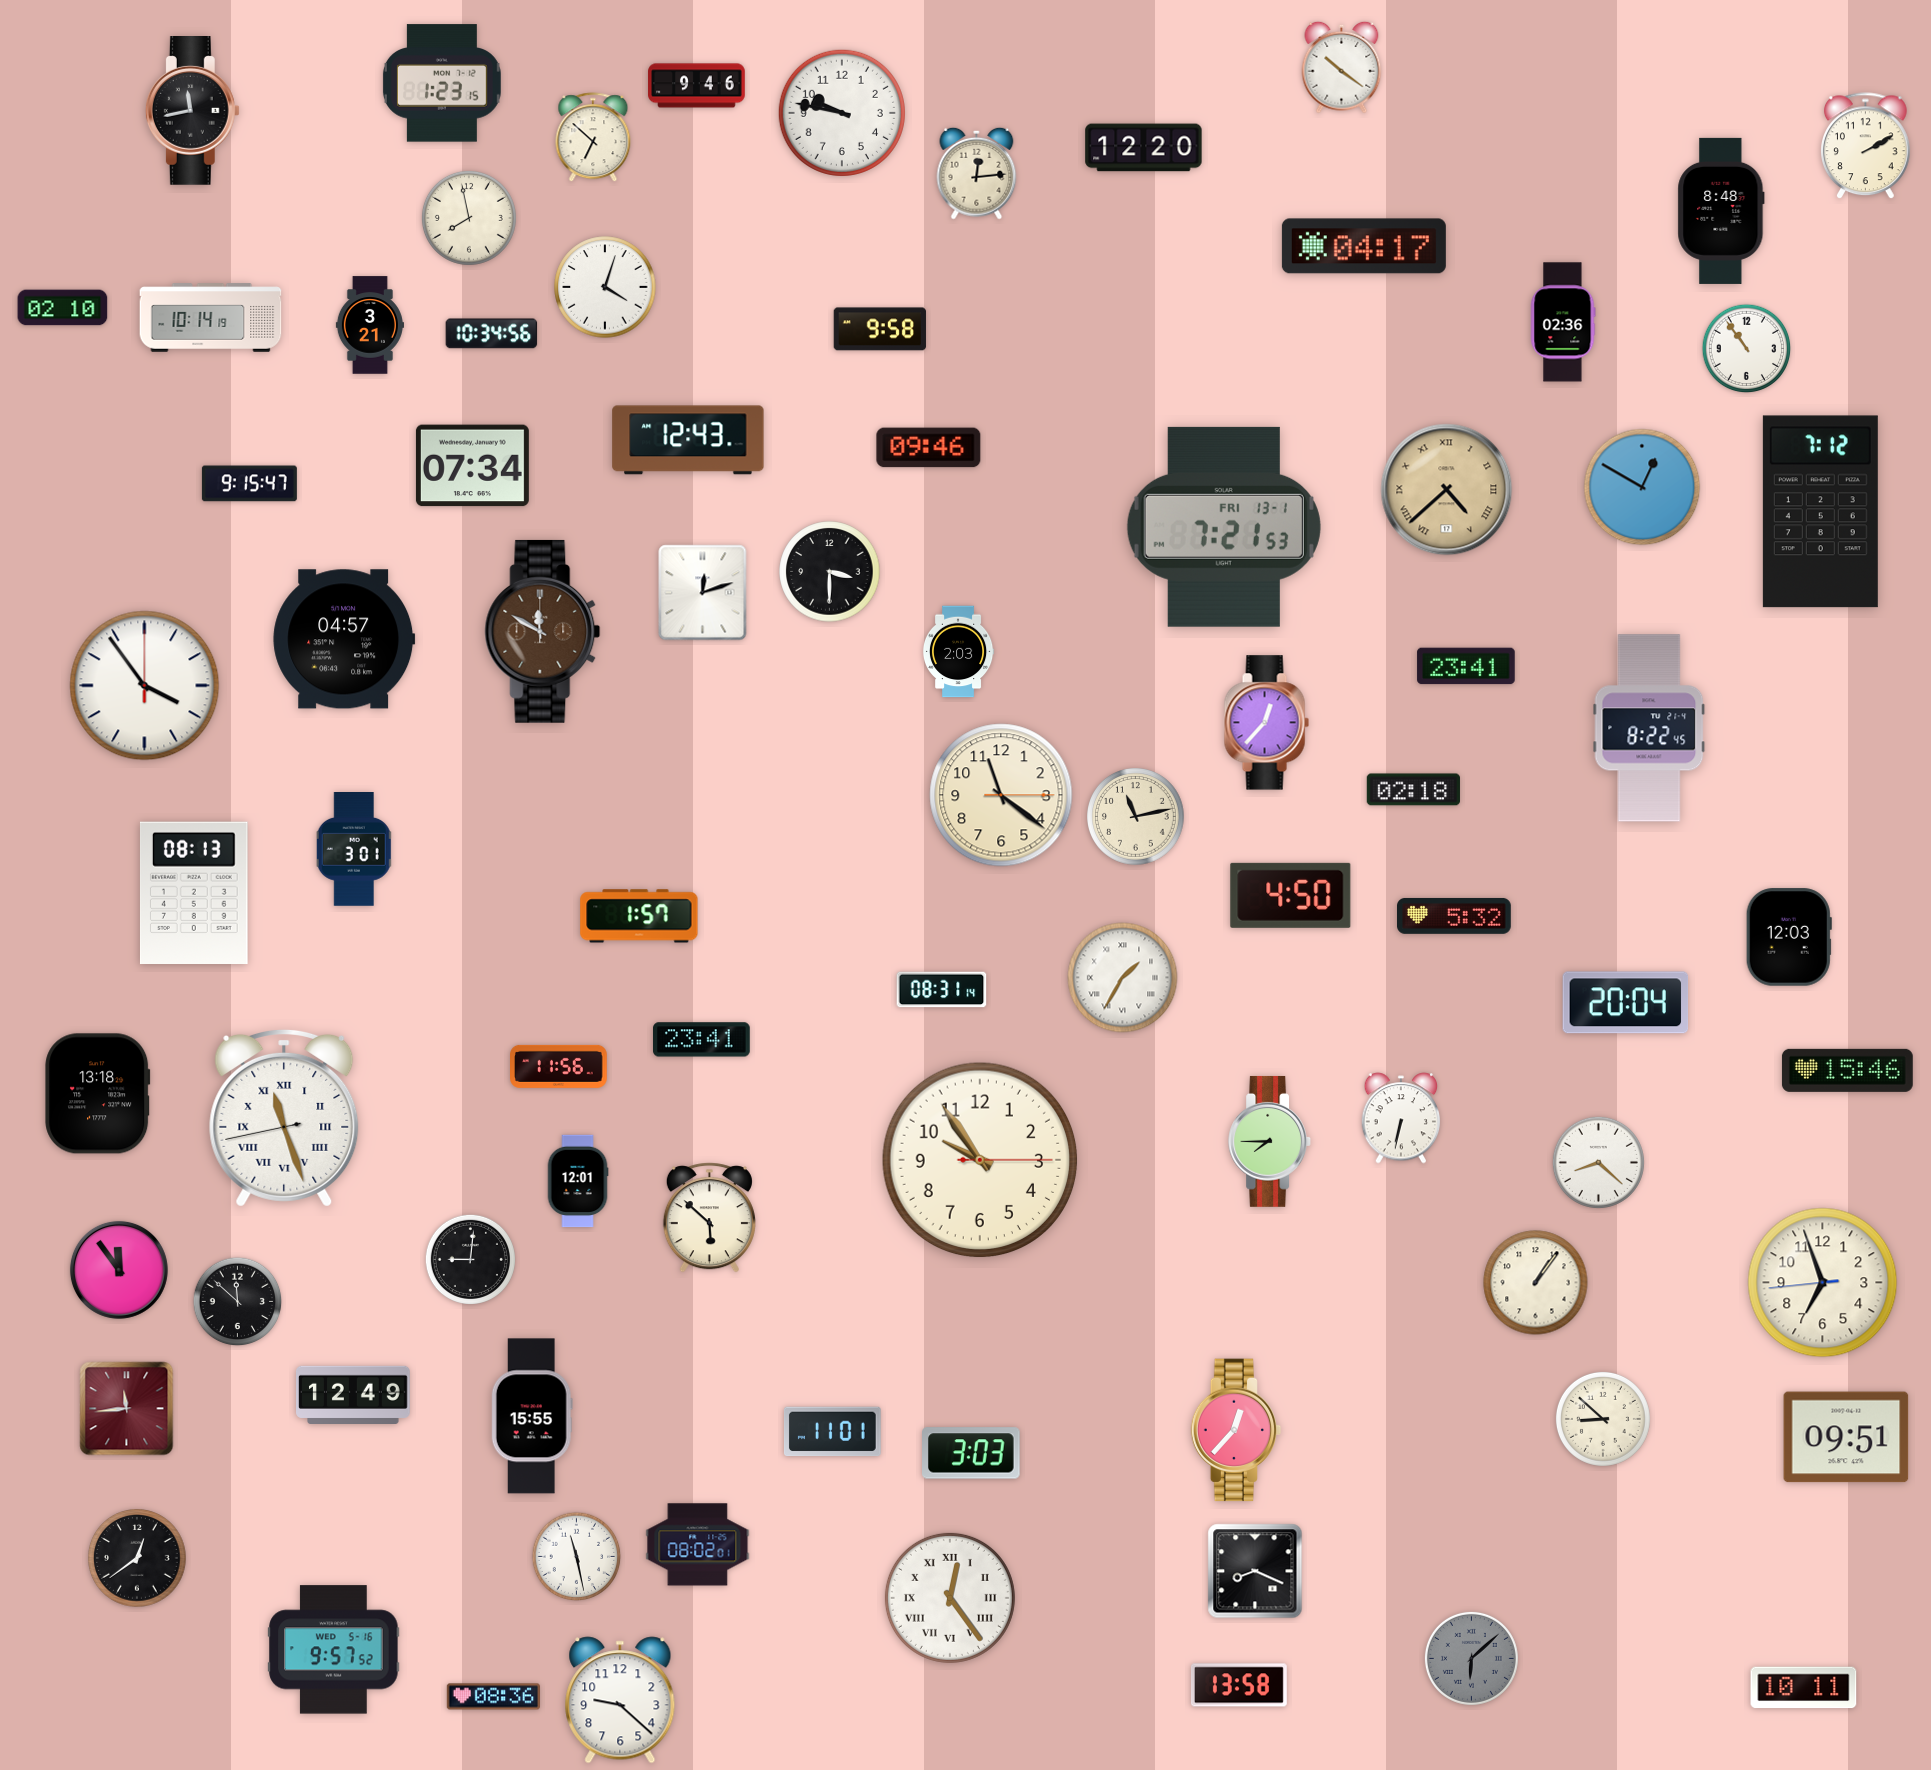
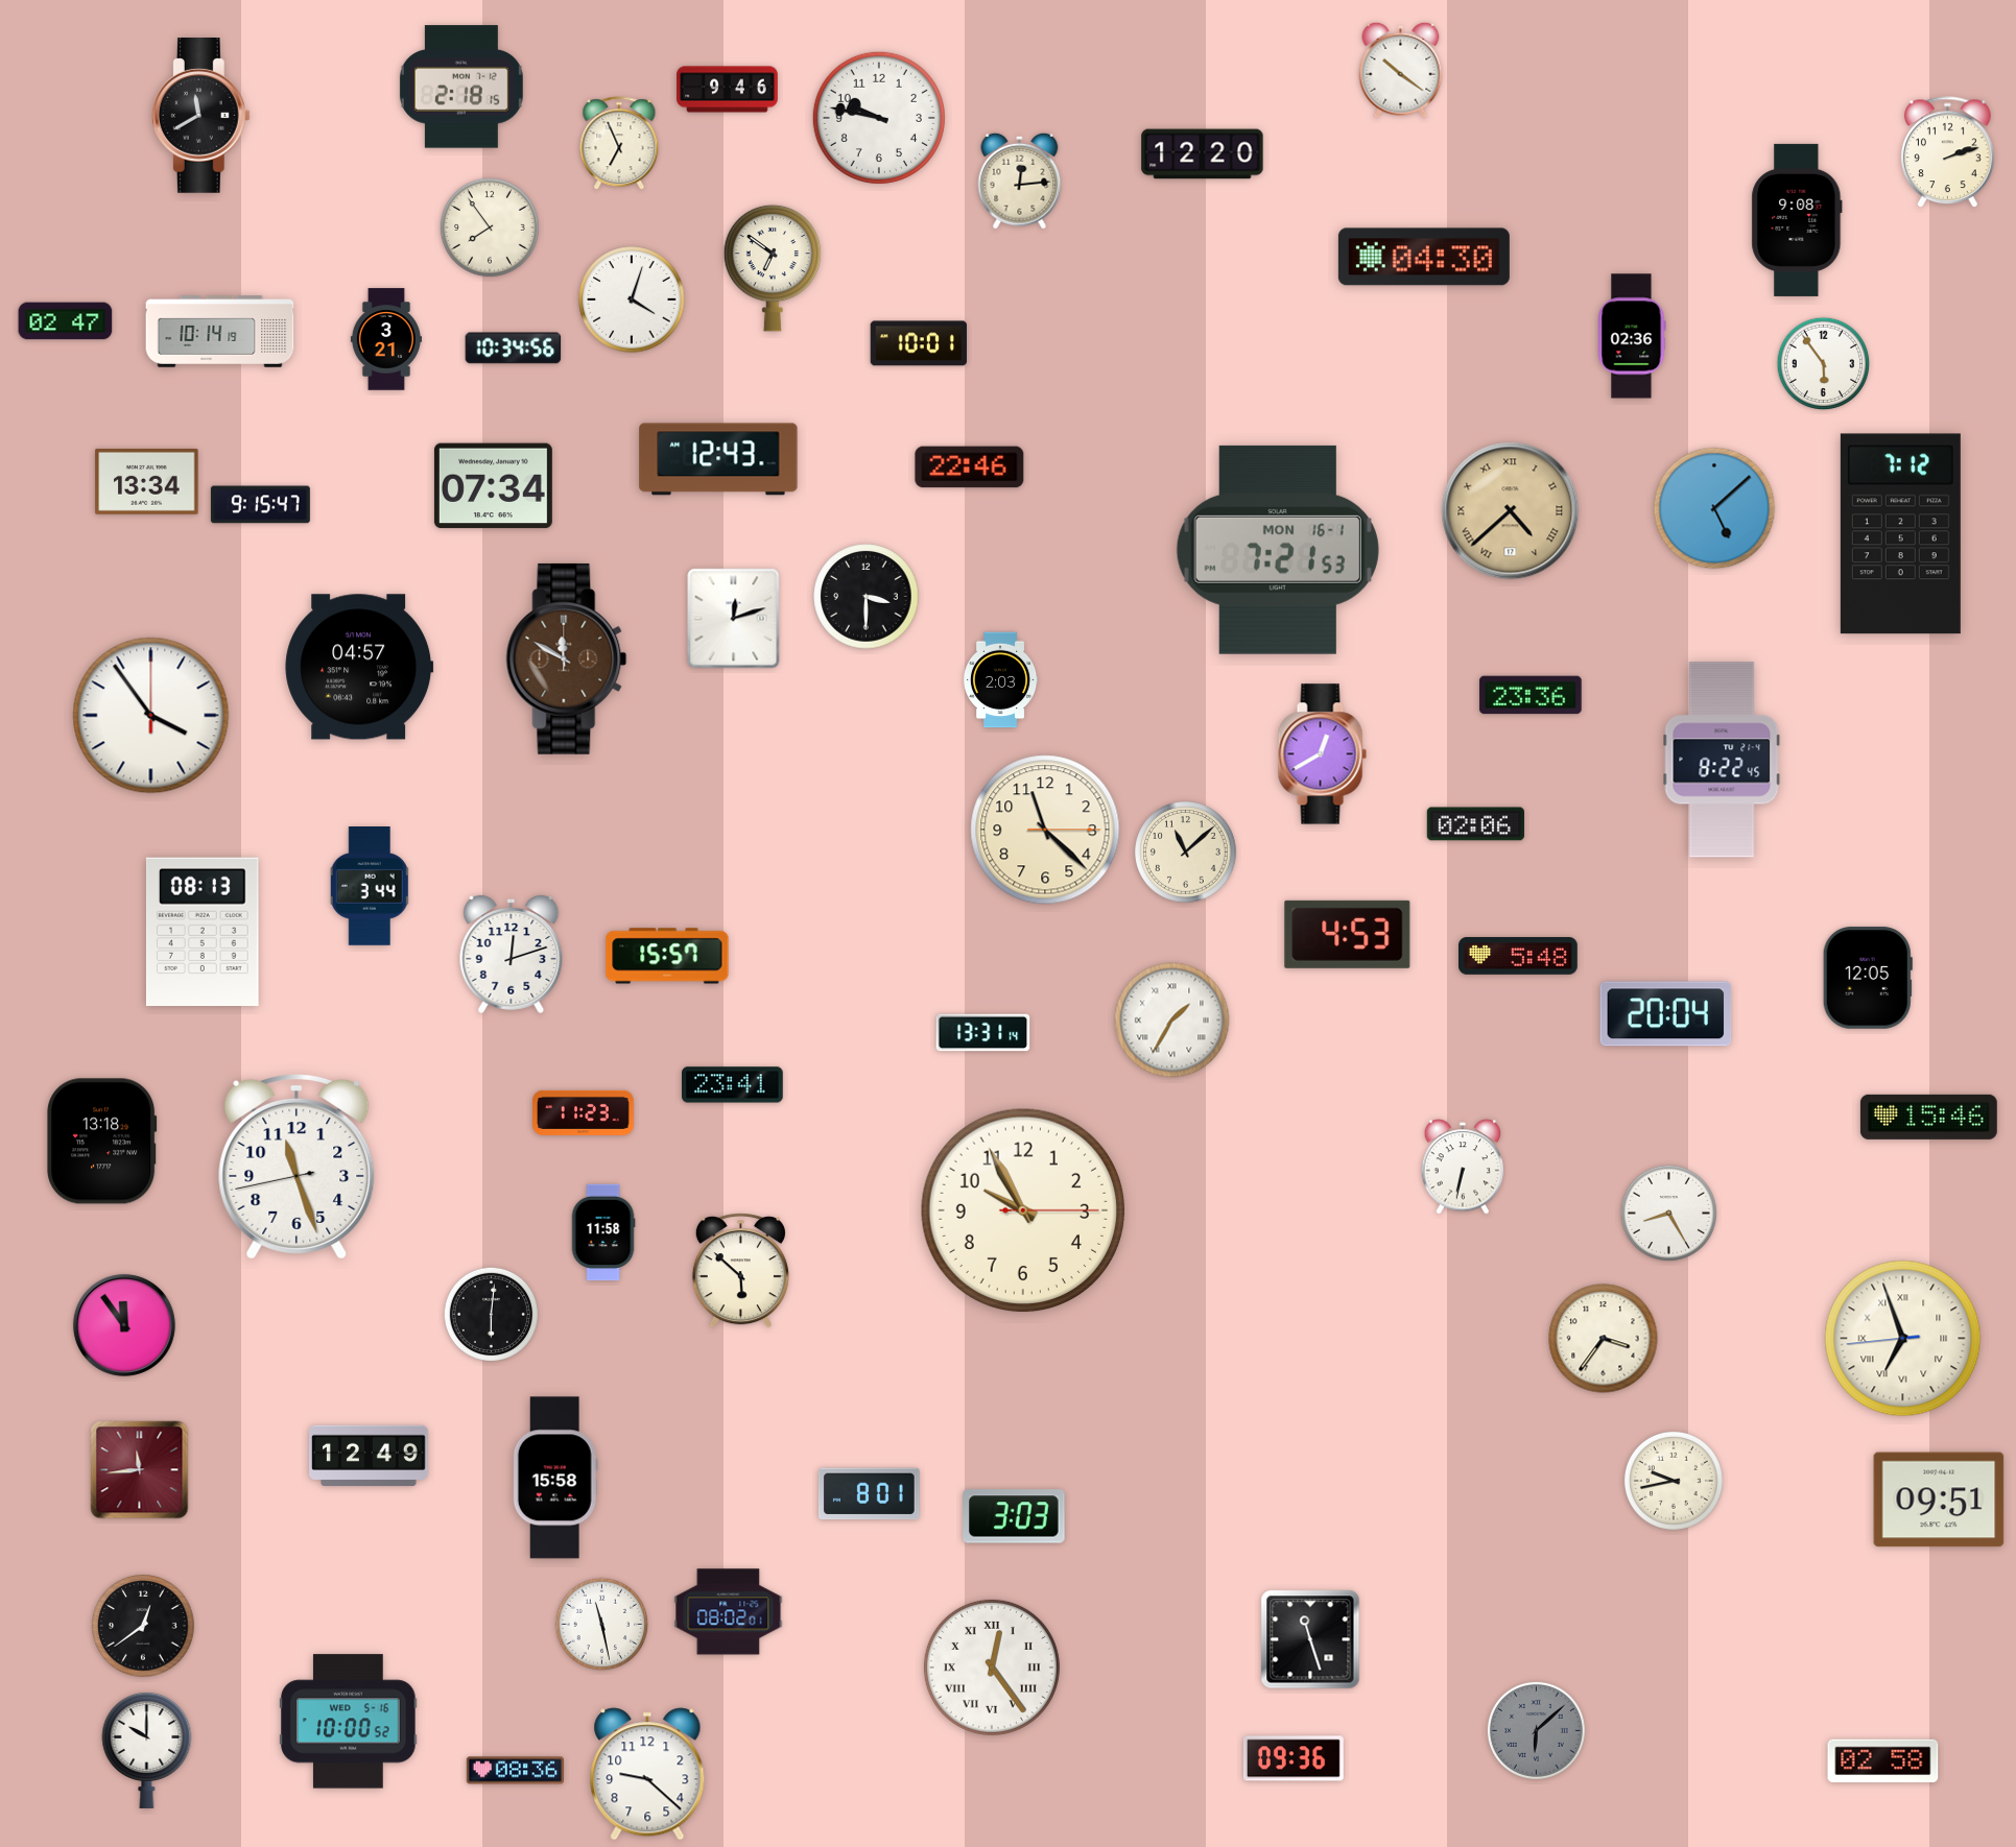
clock at (442, 83): 1:23 -> 2:18
clock at (192, 111): 11:43 -> 11:40
clock at (593, 138): 6:52 -> 6:56
clock at (1866, 146): 2:10 -> 2:12
clock at (1144, 148) position: (1144, 148) -> (1203, 154)
clock at (1721, 211): 8:48 -> 9:08
clock at (469, 218): 7:58 -> 7:54
clock at (1364, 246): 04:17 -> 04:30
clock at (773, 268): none -> 6:51
clock at (63, 308): 02:10 -> 02:47
clock at (879, 329): 9:58 -> 10:01
clock at (1747, 349): 10:54 -> 5:54
clock at (929, 448): 09:46 -> 22:46
clock at (147, 481): none -> 13:34
clock at (1642, 487): 12:50 -> 5:08
clock at (1224, 527) date: FRI 13-1 -> MON 16-1
clock at (1466, 666): 23:41 -> 23:36
clock at (1266, 723): 12:37 -> 12:40
clock at (1413, 790): 02:18 -> 02:06
clock at (1001, 795): 11:21 -> 11:22
clock at (1136, 817): 11:13 -> 11:08
clock at (354, 850): 3:01 -> 3:44
clock at (1291, 895): 4:50 -> 4:53
clock at (512, 954): none -> 12:12
clock at (639, 916): 1:57 -> 15:57
clock at (1455, 916): 5:32 -> 5:48
clock at (1789, 937): 12:03 -> 12:05
clock at (942, 990): 08:31 -> 13:31
clock at (1626, 1003) position: (1626, 1003) -> (1666, 1014)
clock at (559, 1066): 11:56 -> 11:23
clock at (284, 1118) numerals: Roman -> Arabic
clock at (1269, 1141): 7:45 -> none
clock at (980, 1160): 9:54 -> 9:55
clock at (1598, 1162): 8:22 -> 8:25
clock at (578, 1181): 12:01 -> 11:58
clock at (470, 1259): 9:01 -> 6:01
clock at (1536, 1283): 1:06 -> 3:36
clock at (1823, 1283) numerals: Arabic -> Roman
clock at (238, 1302): 11:52 -> none
clock at (127, 1409) position: (127, 1409) -> (140, 1470)
clock at (532, 1416): 15:55 -> 15:58
clock at (1603, 1419): 8:52 -> 9:43
clock at (1236, 1430): 12:37 -> none
clock at (833, 1432): 11:01 -> 8:01
clock at (1846, 1437) position: (1846, 1437) -> (1939, 1500)
clock at (1255, 1571): 8:19 -> 11:27
clock at (334, 1650): 9:57 -> 10:00
clock at (147, 1750): none -> 10:00
clock at (1239, 1685): 13:58 -> 09:36
clock at (1804, 1688): 10:11 -> 02:58
